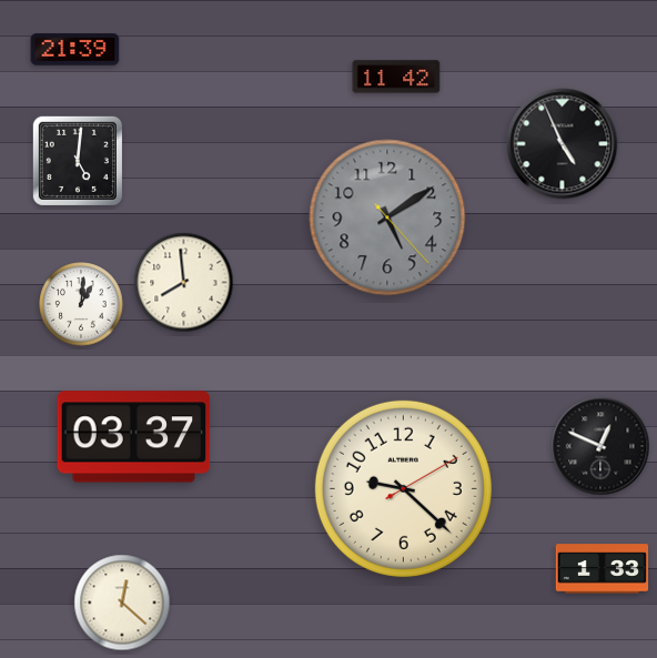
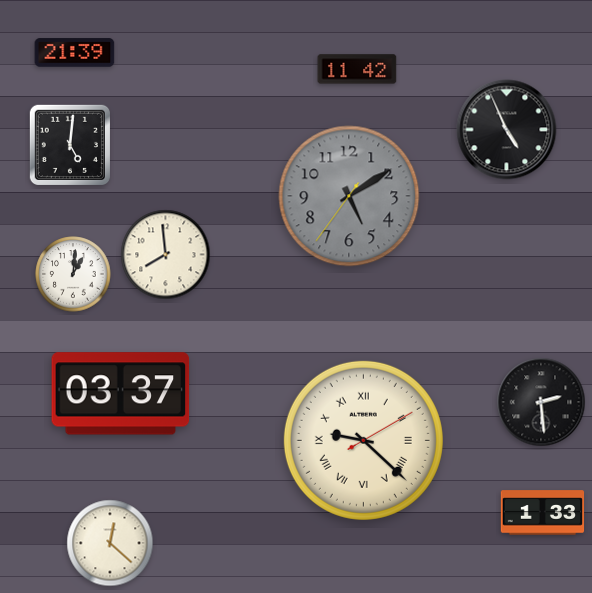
clock at (75, 50) position: (75, 50) -> (75, 53)
clock at (387, 217): 5:09:23 -> 5:09:36
clock at (600, 446): 12:49 -> 2:29
clock at (403, 488) numerals: Arabic -> Roman
